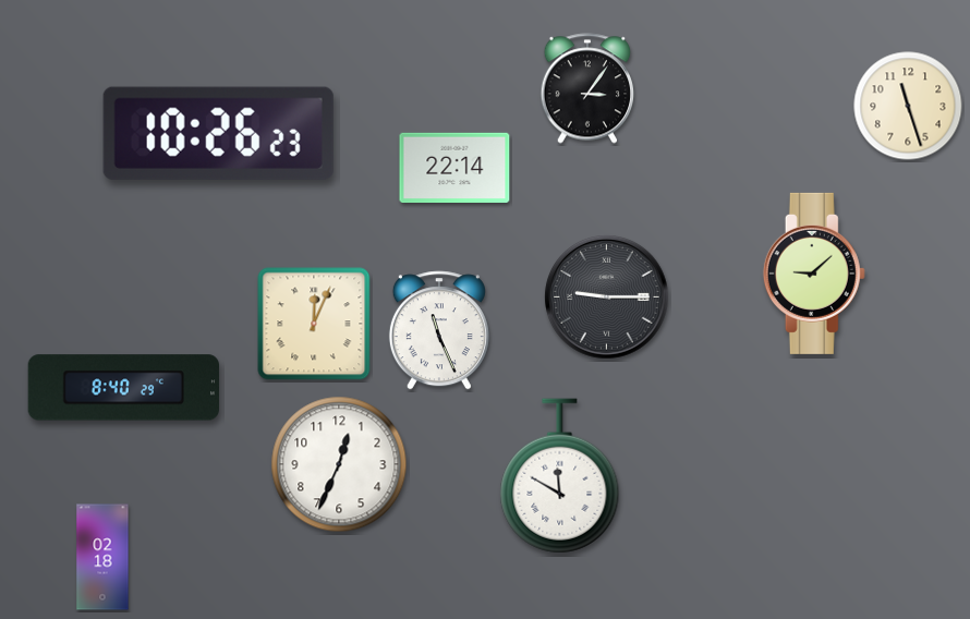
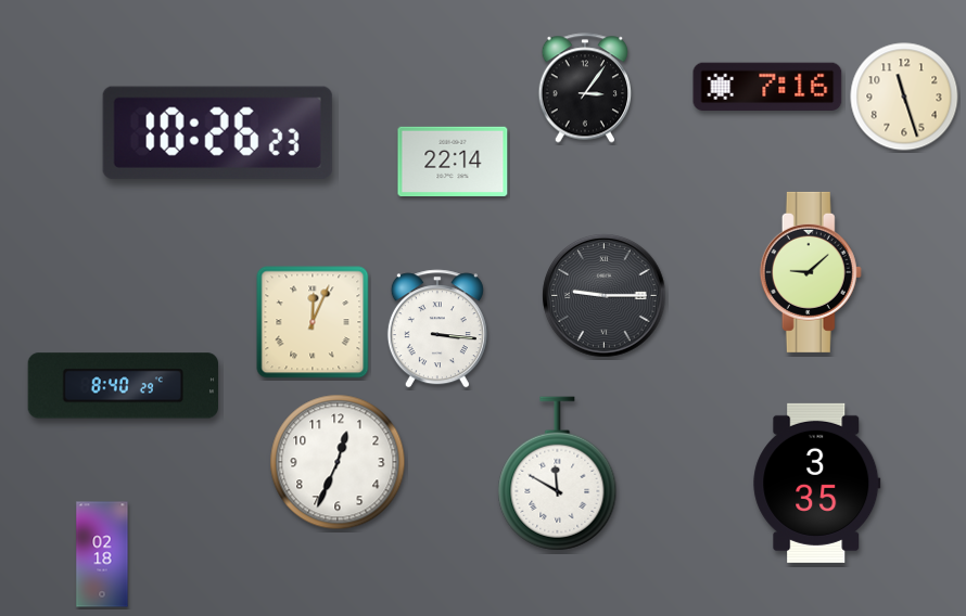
clock at (767, 87): none -> 7:16
clock at (908, 106) position: (908, 106) -> (904, 97)
clock at (454, 167) position: (454, 167) -> (453, 161)
clock at (439, 330): 11:26 -> 3:16
clock at (817, 483): none -> 3:35
